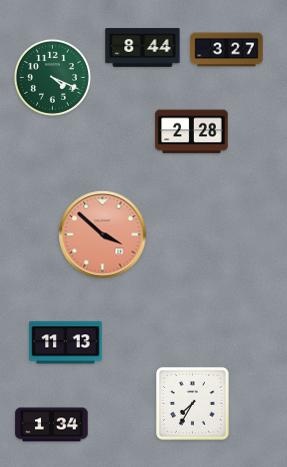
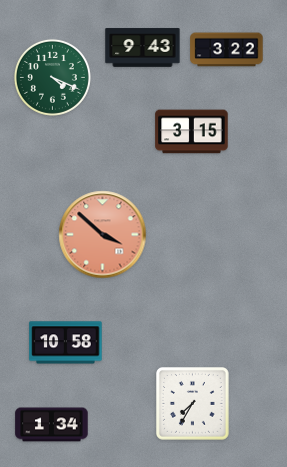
clock at (143, 48): 8:44 -> 9:43
clock at (227, 50): 3:27 -> 3:22
clock at (192, 132): 2:28 -> 3:15
clock at (66, 343): 11:13 -> 10:58
